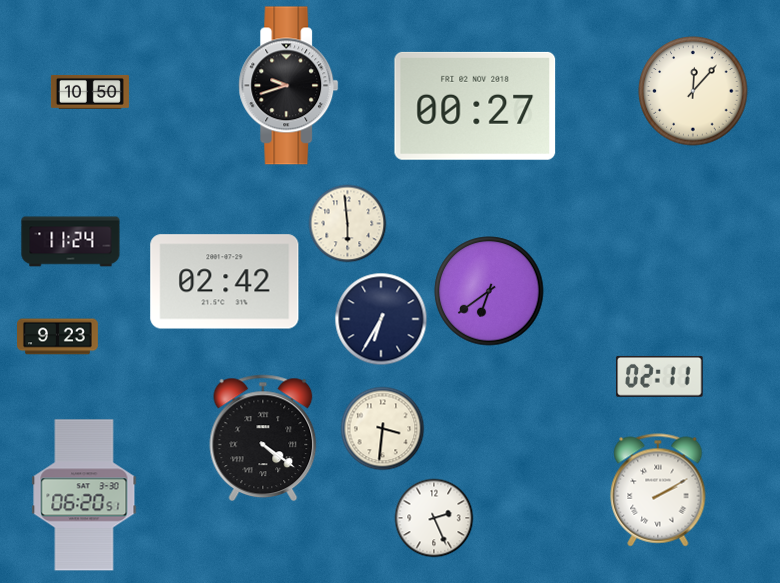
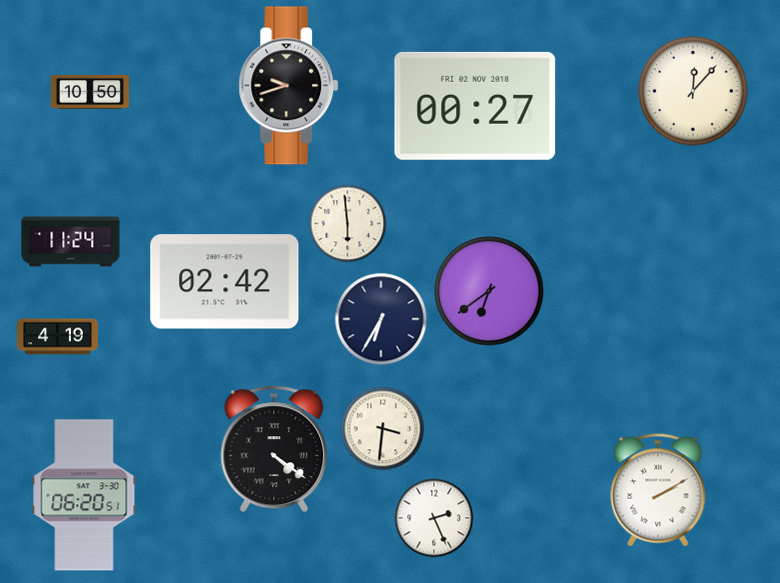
clock at (58, 337): 9:23 -> 4:19
clock at (660, 376): 02:11 -> none
clock at (263, 438) position: (263, 438) -> (274, 449)
